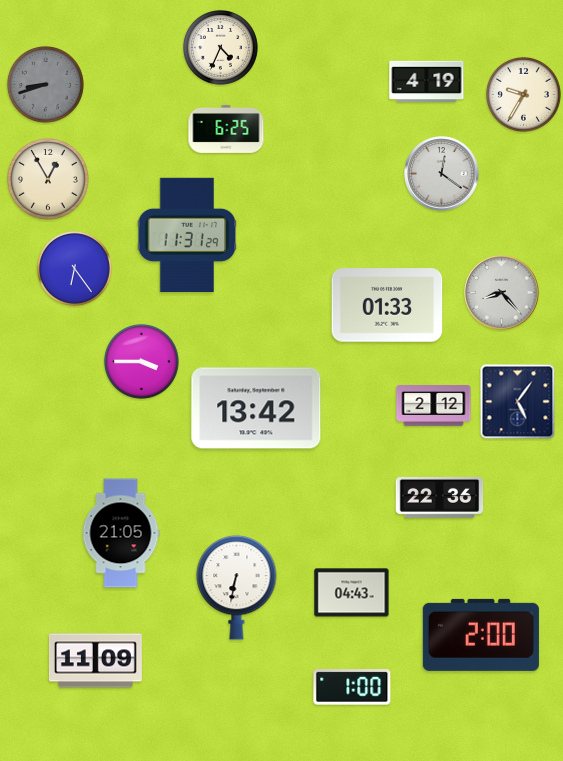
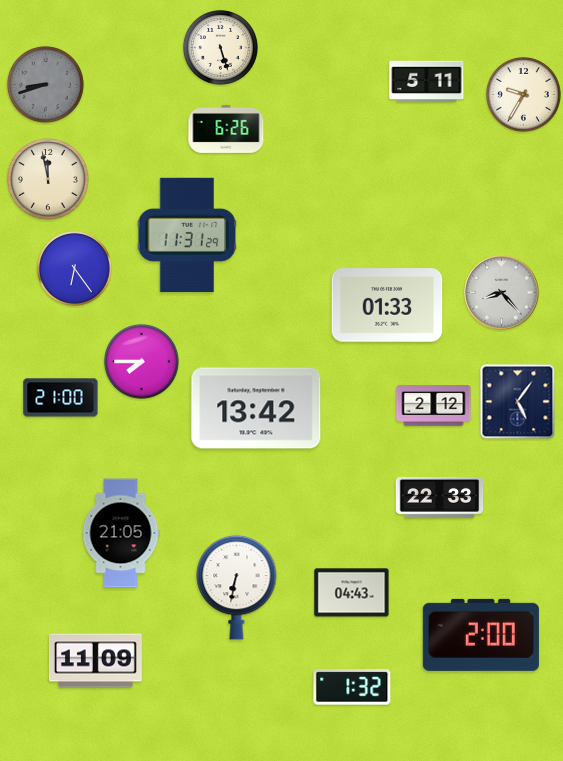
clock at (220, 47): 4:34 -> 5:27
clock at (427, 82): 4:19 -> 5:11
clock at (226, 129): 6:25 -> 6:26
clock at (442, 174): 12:21 -> none
clock at (49, 180): 12:55 -> 11:58
clock at (141, 361): 3:45 -> 7:45
clock at (61, 398): none -> 21:00
clock at (440, 497): 22:36 -> 22:33
clock at (352, 687): 1:00 -> 1:32
